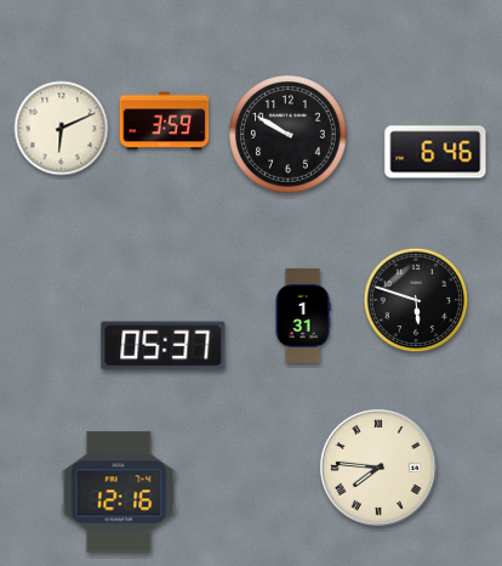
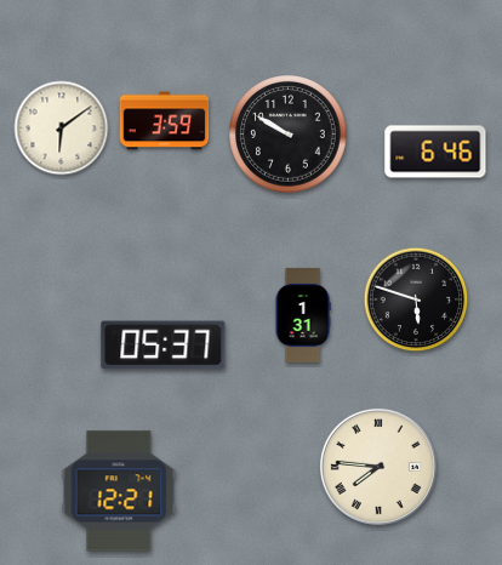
clock at (62, 129): 6:11 -> 6:09
clock at (119, 492): 12:16 -> 12:21
